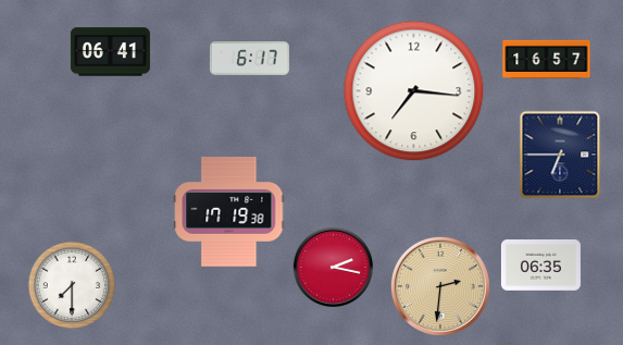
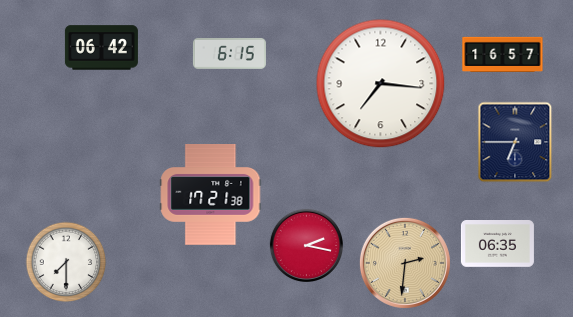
clock at (110, 52): 06:41 -> 06:42
clock at (249, 59): 6:17 -> 6:15
clock at (229, 212): 17:19 -> 17:21
